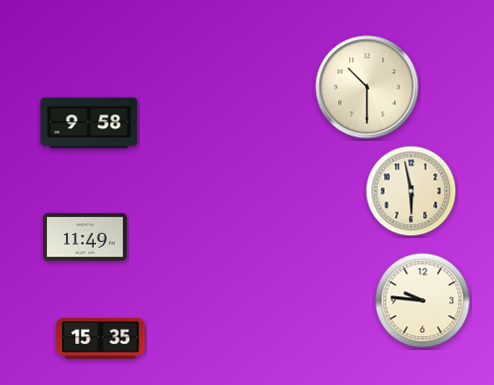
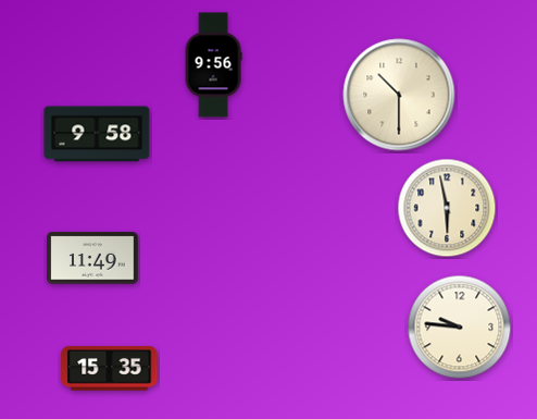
clock at (213, 65): none -> 9:56
